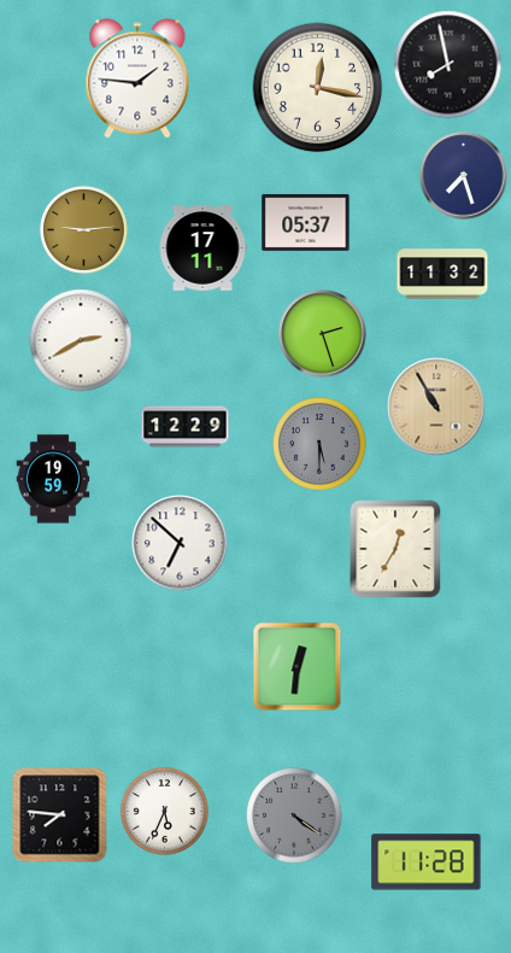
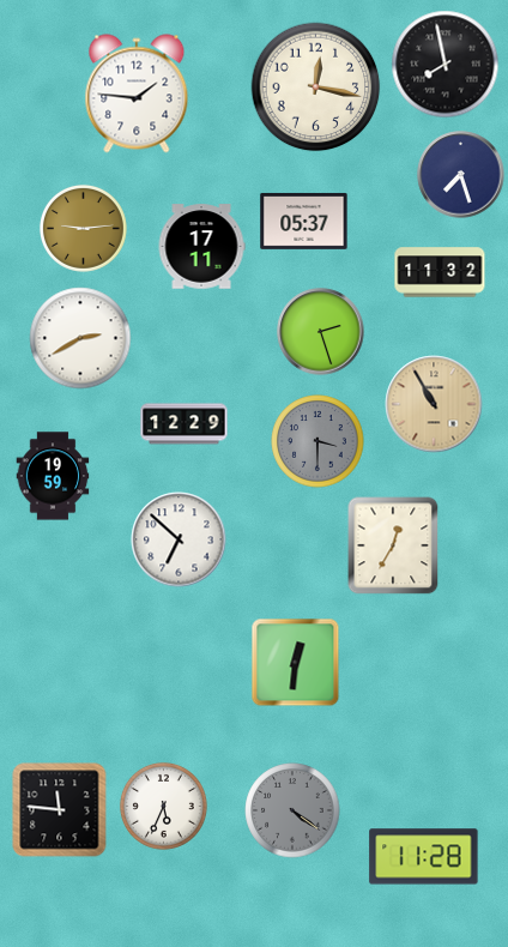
clock at (137, 78) position: (137, 78) -> (137, 94)
clock at (319, 444): 5:30 -> 3:30
clock at (60, 815): 7:46 -> 11:46
